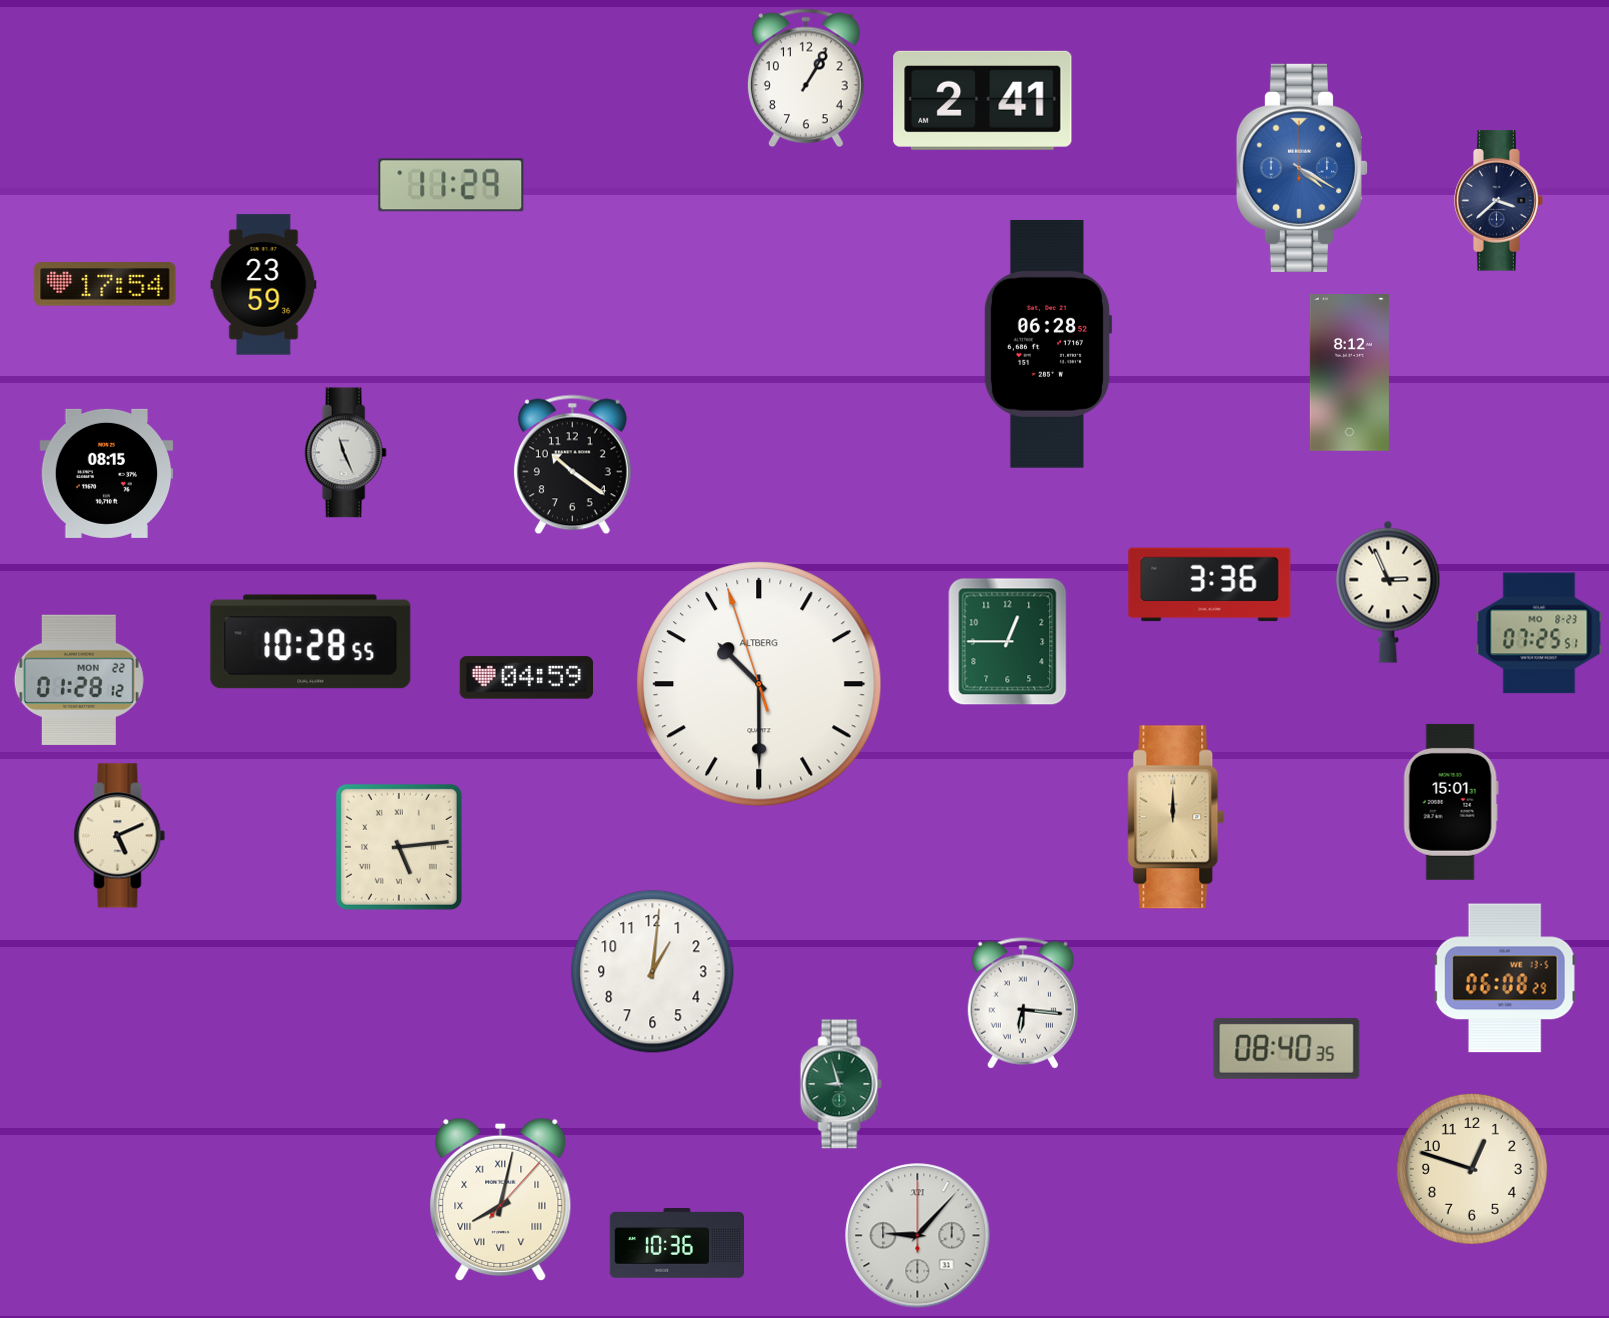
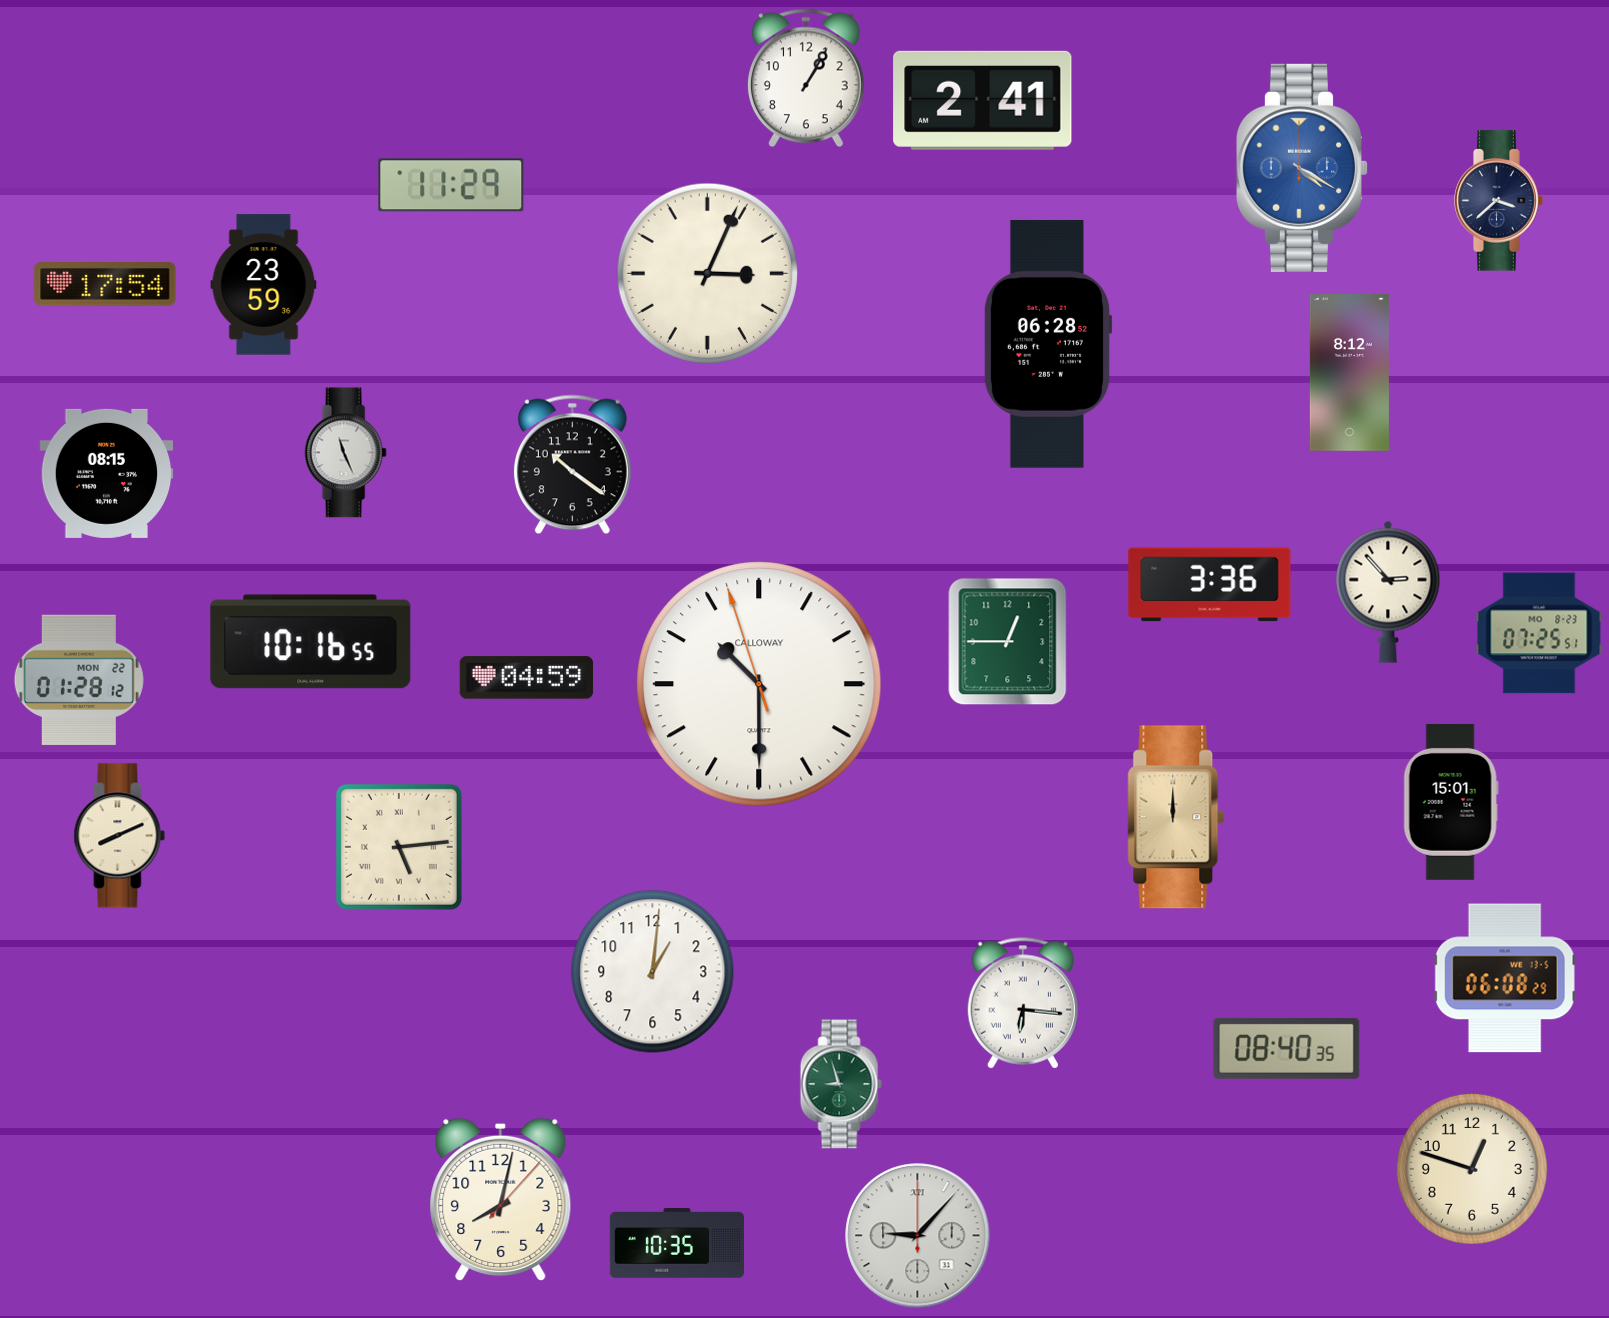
clock at (707, 273): none -> 3:04
clock at (1388, 592): 2:56 -> 2:53
clock at (311, 642): 10:28 -> 10:16
clock at (759, 684) brand: ALTBERG -> CALLOWAY
clock at (120, 836): 5:11 -> 8:11
clock at (501, 1199) numerals: Roman -> Arabic
clock at (676, 1244): 10:36 -> 10:35
